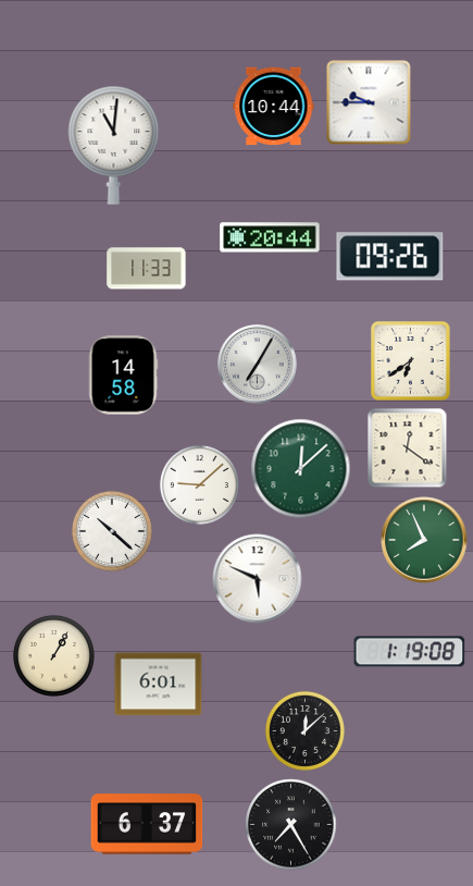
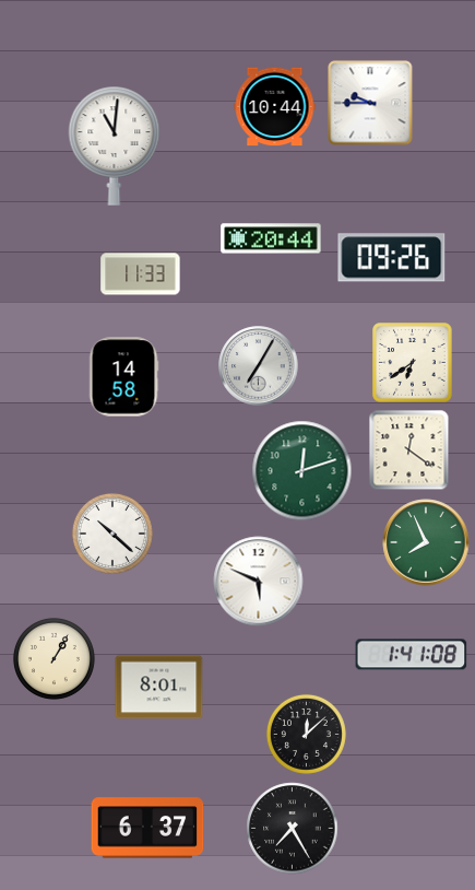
clock at (147, 269) position: (147, 269) -> (141, 274)
clock at (301, 469): 12:08 -> 12:12
clock at (199, 484): 9:08 -> none
clock at (410, 652): 1:19 -> 1:41
clock at (159, 685): 6:01 -> 8:01
